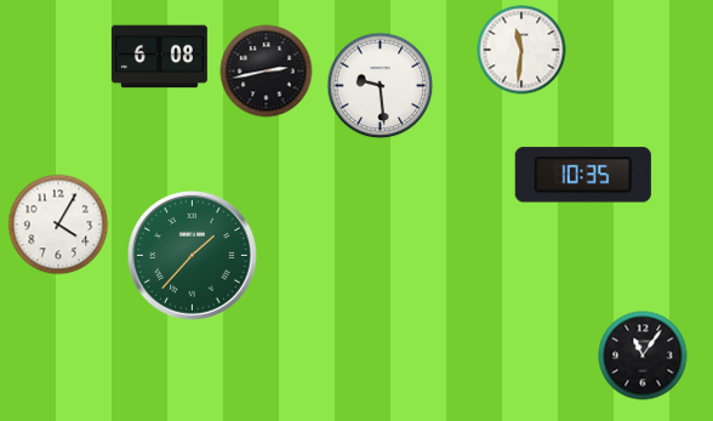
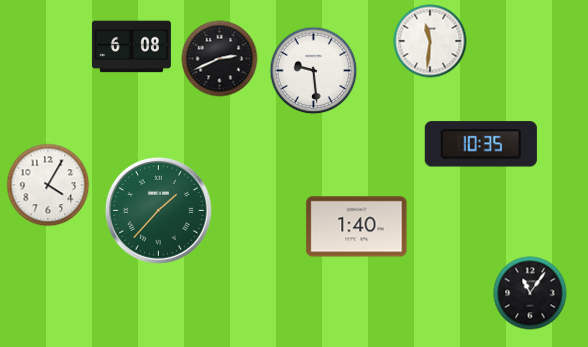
clock at (267, 72): 2:43 -> 2:41
clock at (357, 227): none -> 1:40
